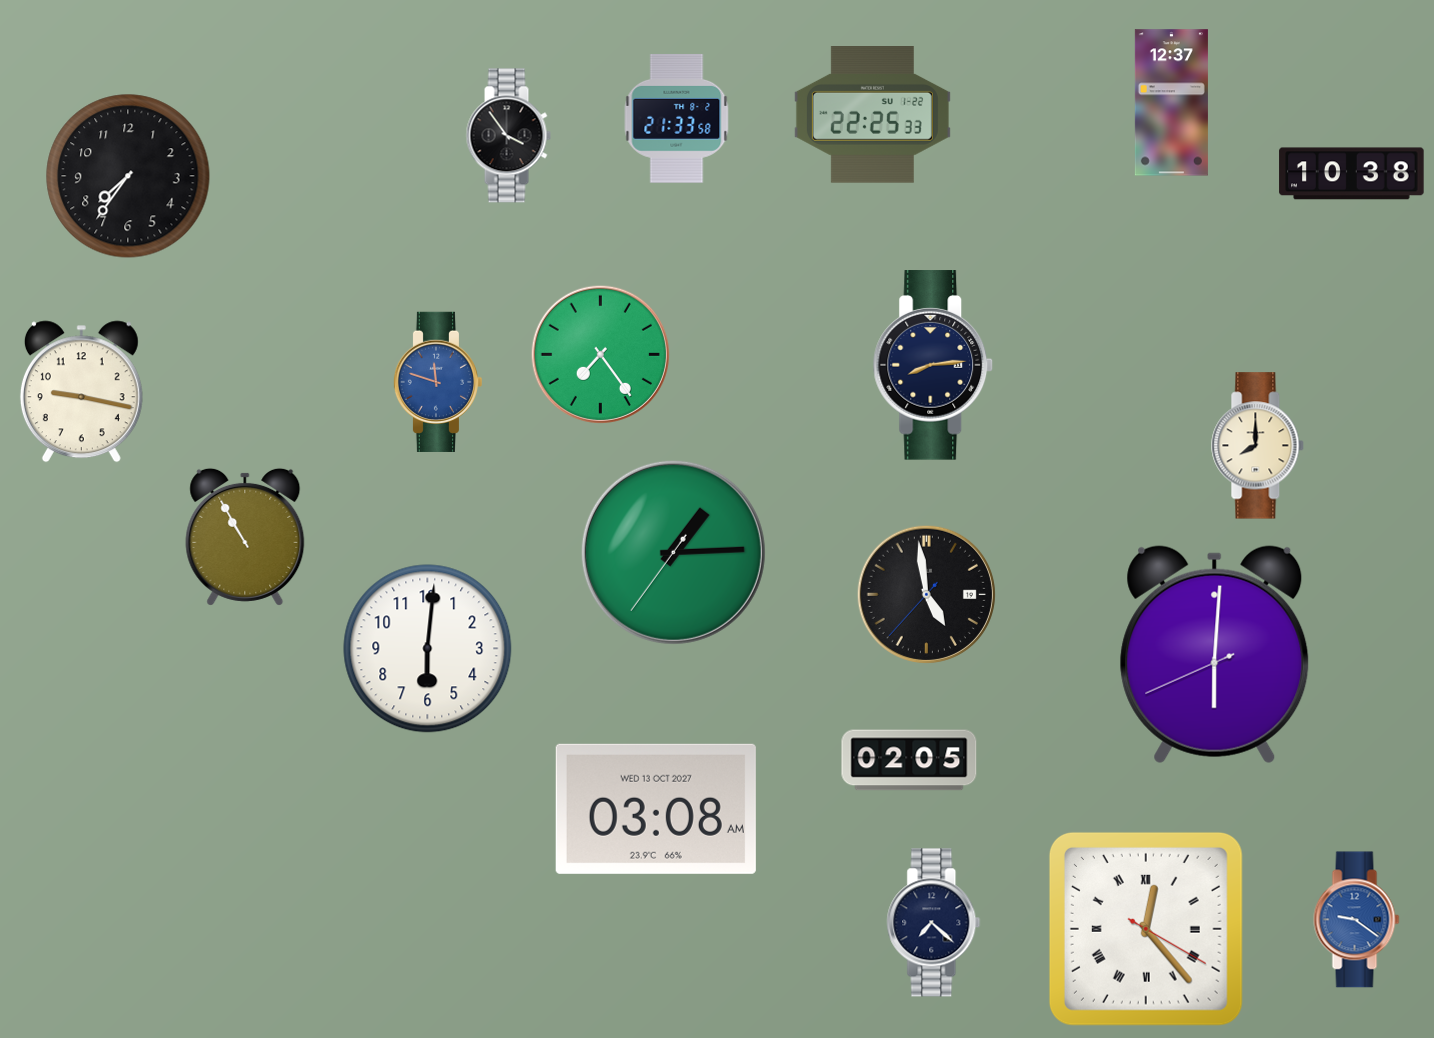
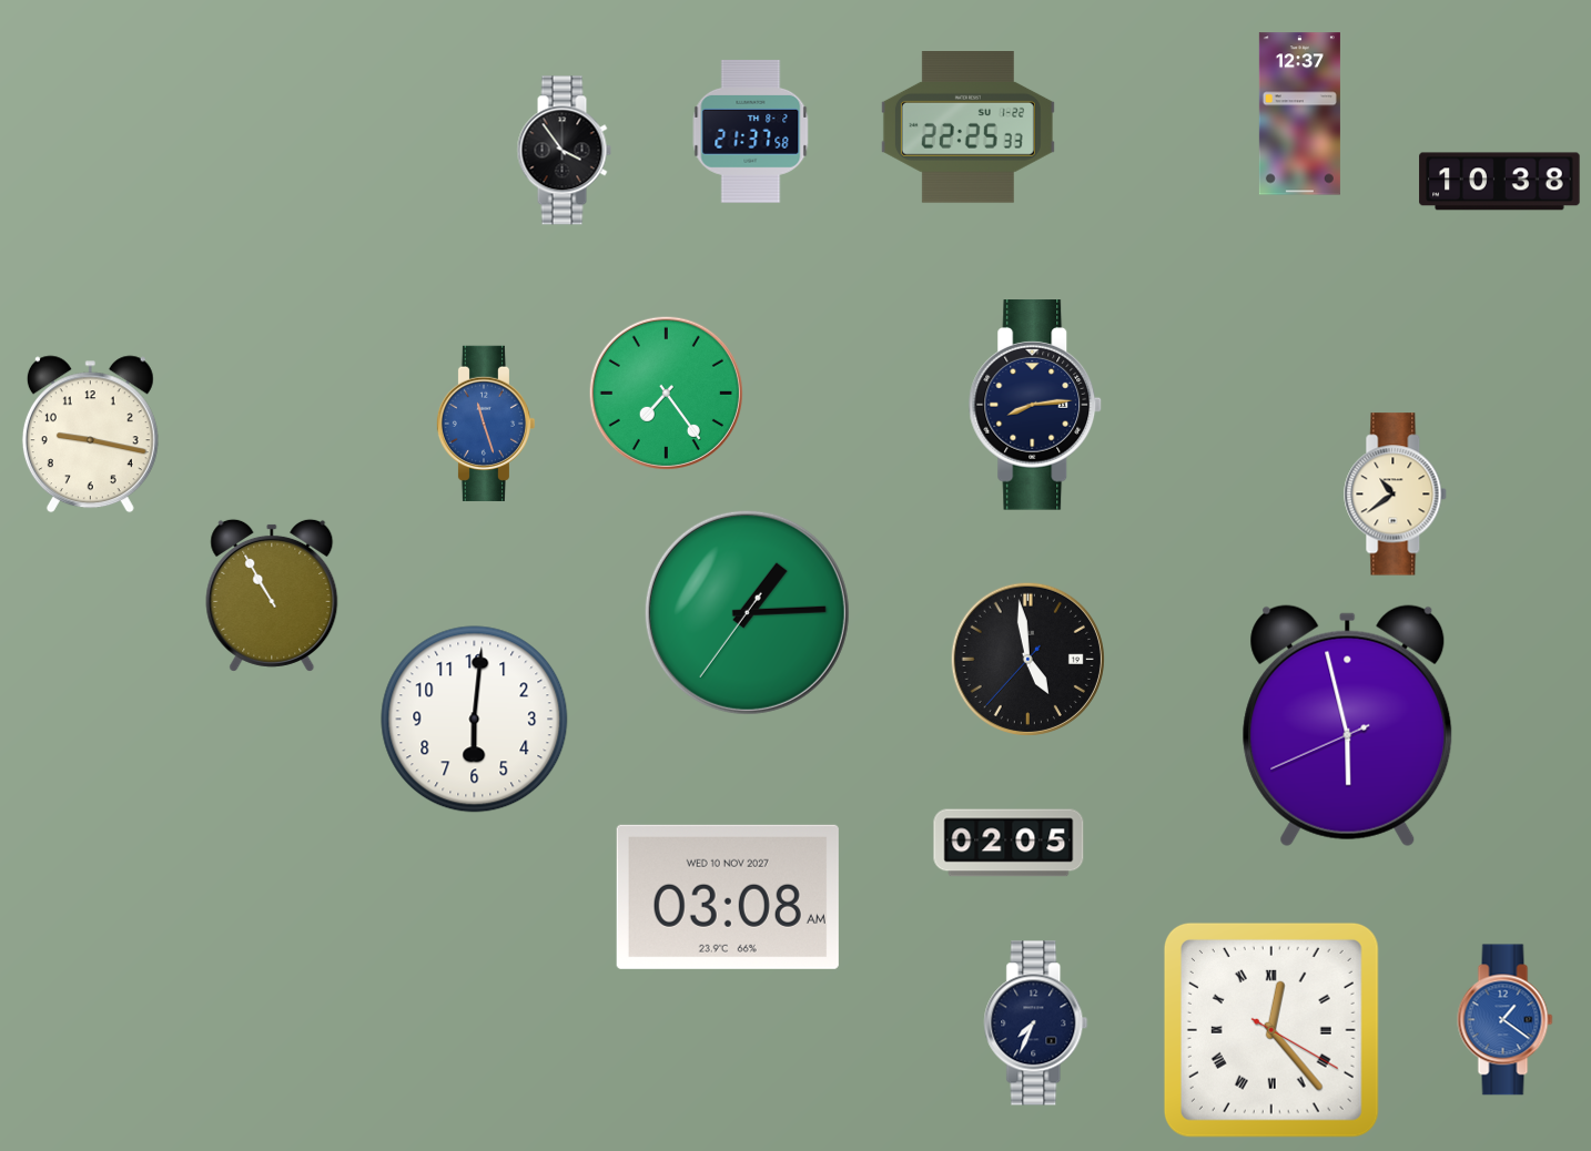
clock at (677, 118): 21:33 -> 21:37
clock at (1352, 174) position: (1352, 174) -> (1500, 182)
clock at (128, 176): 7:36 -> none
clock at (438, 382): 11:48 -> 11:27
clock at (1258, 446): 8:00 -> 10:39
clock at (1215, 655): 6:00 -> 5:57
clock at (656, 809) date: WED 13 OCT 2027 -> WED 10 NOV 2027
clock at (1357, 920): 9:21 -> 1:21
clock at (934, 923): 7:22 -> 7:34
